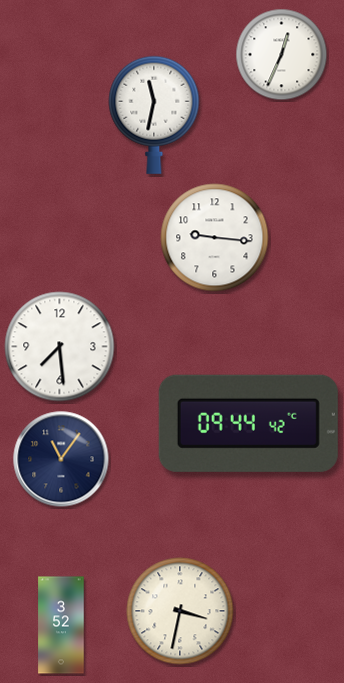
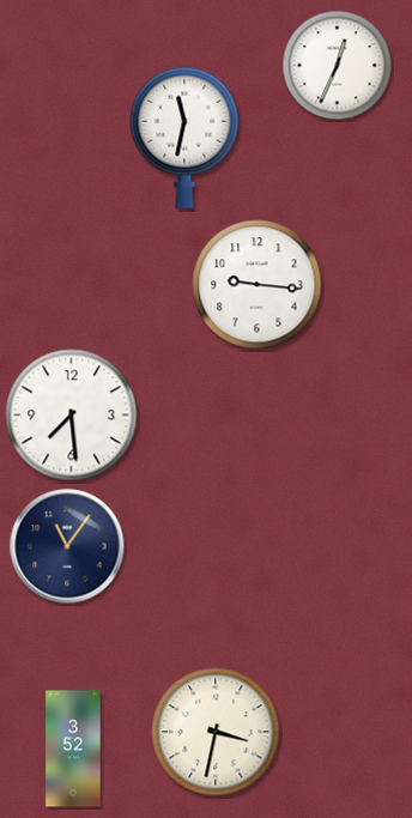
clock at (248, 423): 09:44 -> none
clock at (61, 459) position: (61, 459) -> (67, 546)
